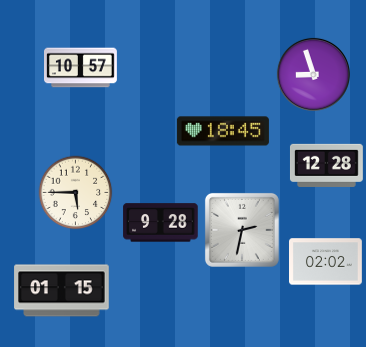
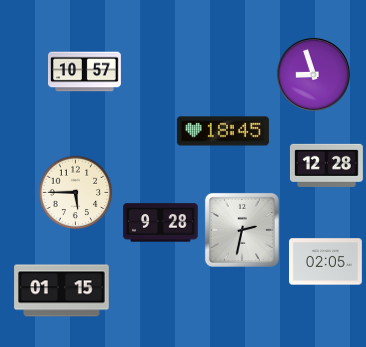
clock at (81, 68) position: (81, 68) -> (85, 72)
clock at (326, 262): 02:02 -> 02:05
